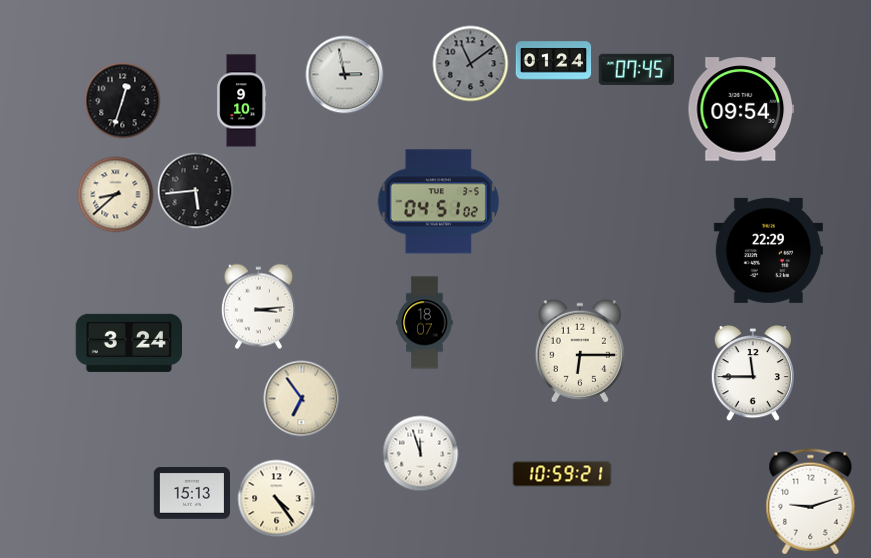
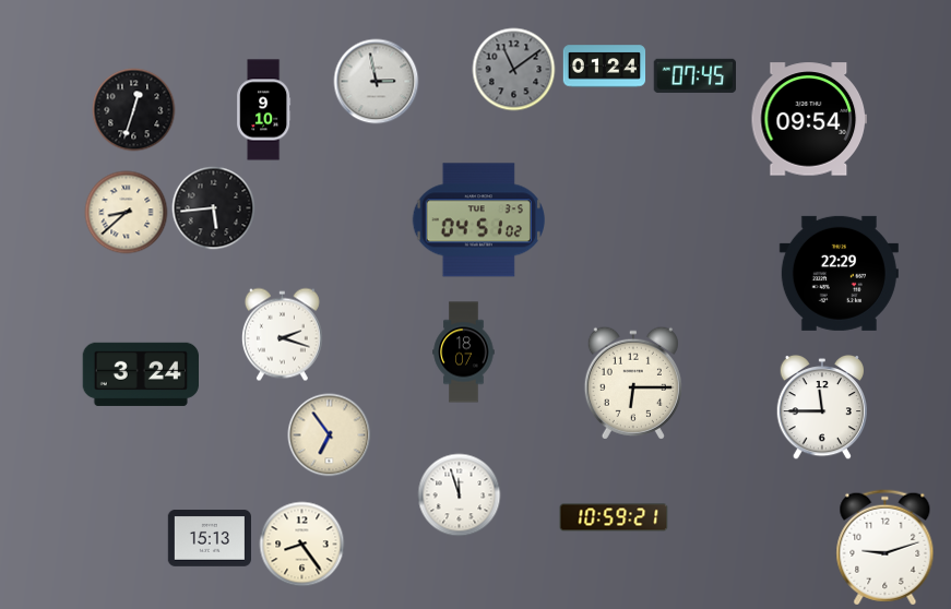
clock at (258, 307): 3:14 -> 2:18
clock at (277, 499): 4:24 -> 8:24
